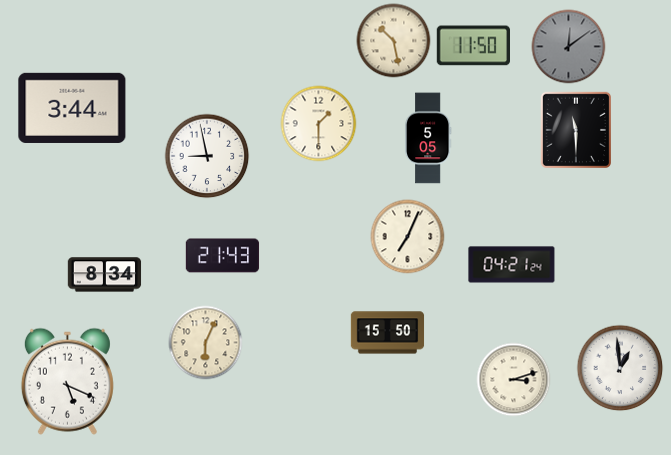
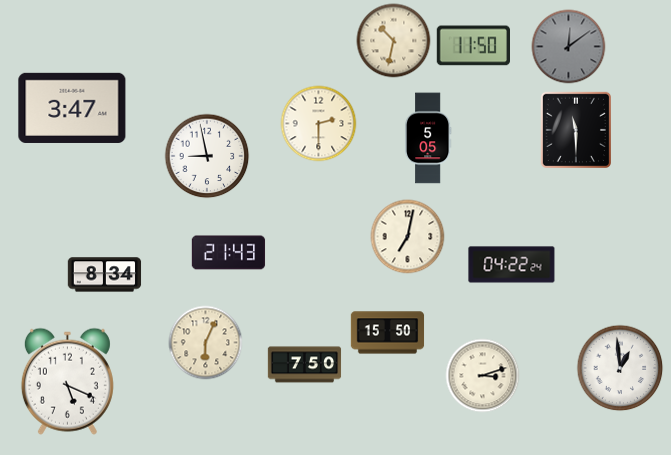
clock at (394, 41): 10:28 -> 10:32
clock at (72, 108): 3:44 -> 3:47
clock at (319, 124): 1:30 -> 2:30
clock at (408, 237): 7:04 -> 7:02
clock at (223, 256) position: (223, 256) -> (229, 253)
clock at (512, 265): 04:21 -> 04:22
clock at (305, 365): none -> 7:50
clock at (514, 380) position: (514, 380) -> (483, 376)
